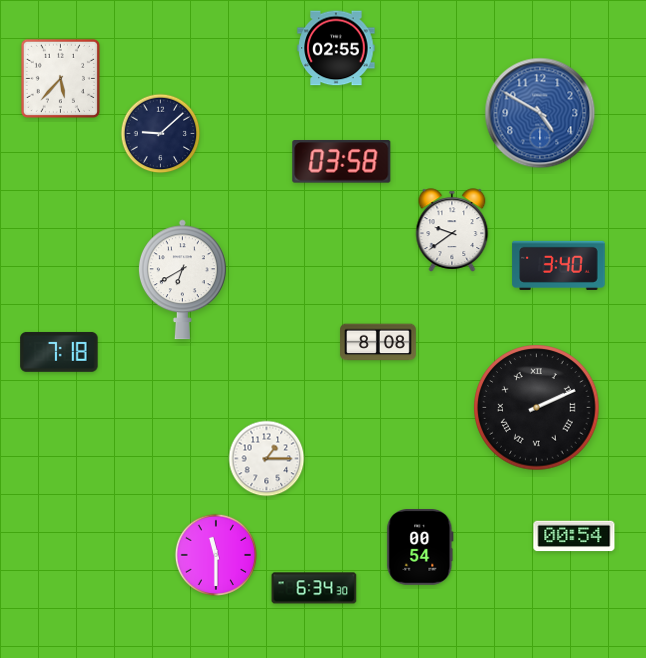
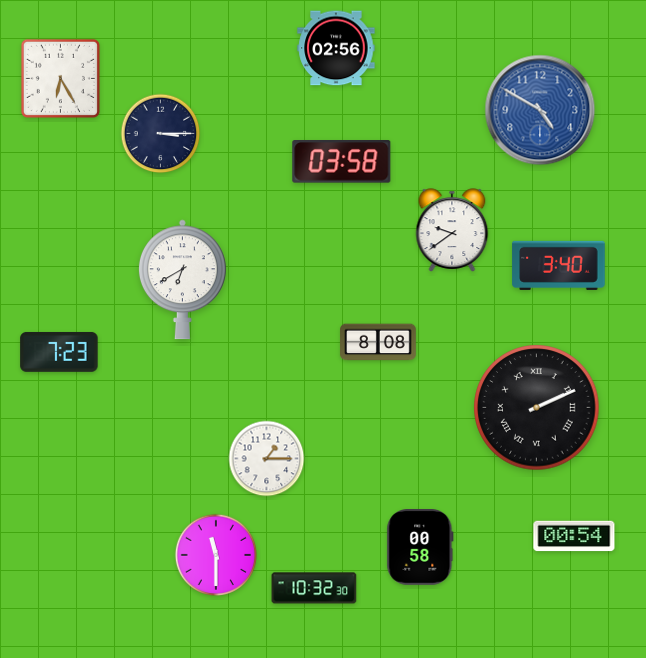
clock at (336, 48): 02:55 -> 02:56
clock at (60, 78): 5:37 -> 6:25
clock at (540, 113) position: (540, 113) -> (540, 110)
clock at (161, 134): 9:08 -> 3:15
clock at (59, 352): 7:18 -> 7:23
clock at (420, 548): 00:54 -> 00:58
clock at (314, 588): 6:34 -> 10:32
